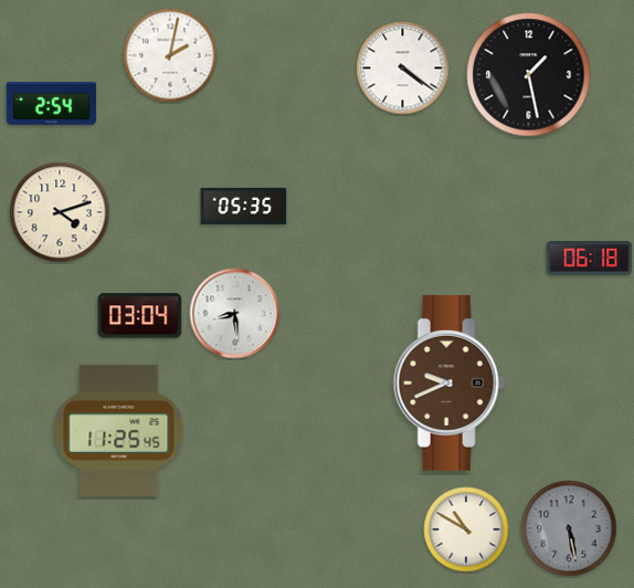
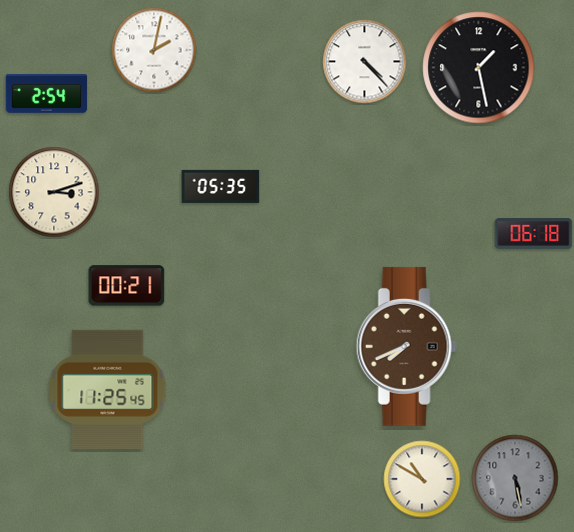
clock at (403, 69): 4:21 -> 4:23
clock at (60, 212): 4:12 -> 3:12
clock at (235, 314): 8:29 -> none
clock at (140, 316): 03:04 -> 00:21
clock at (448, 382): 9:41 -> 7:41
